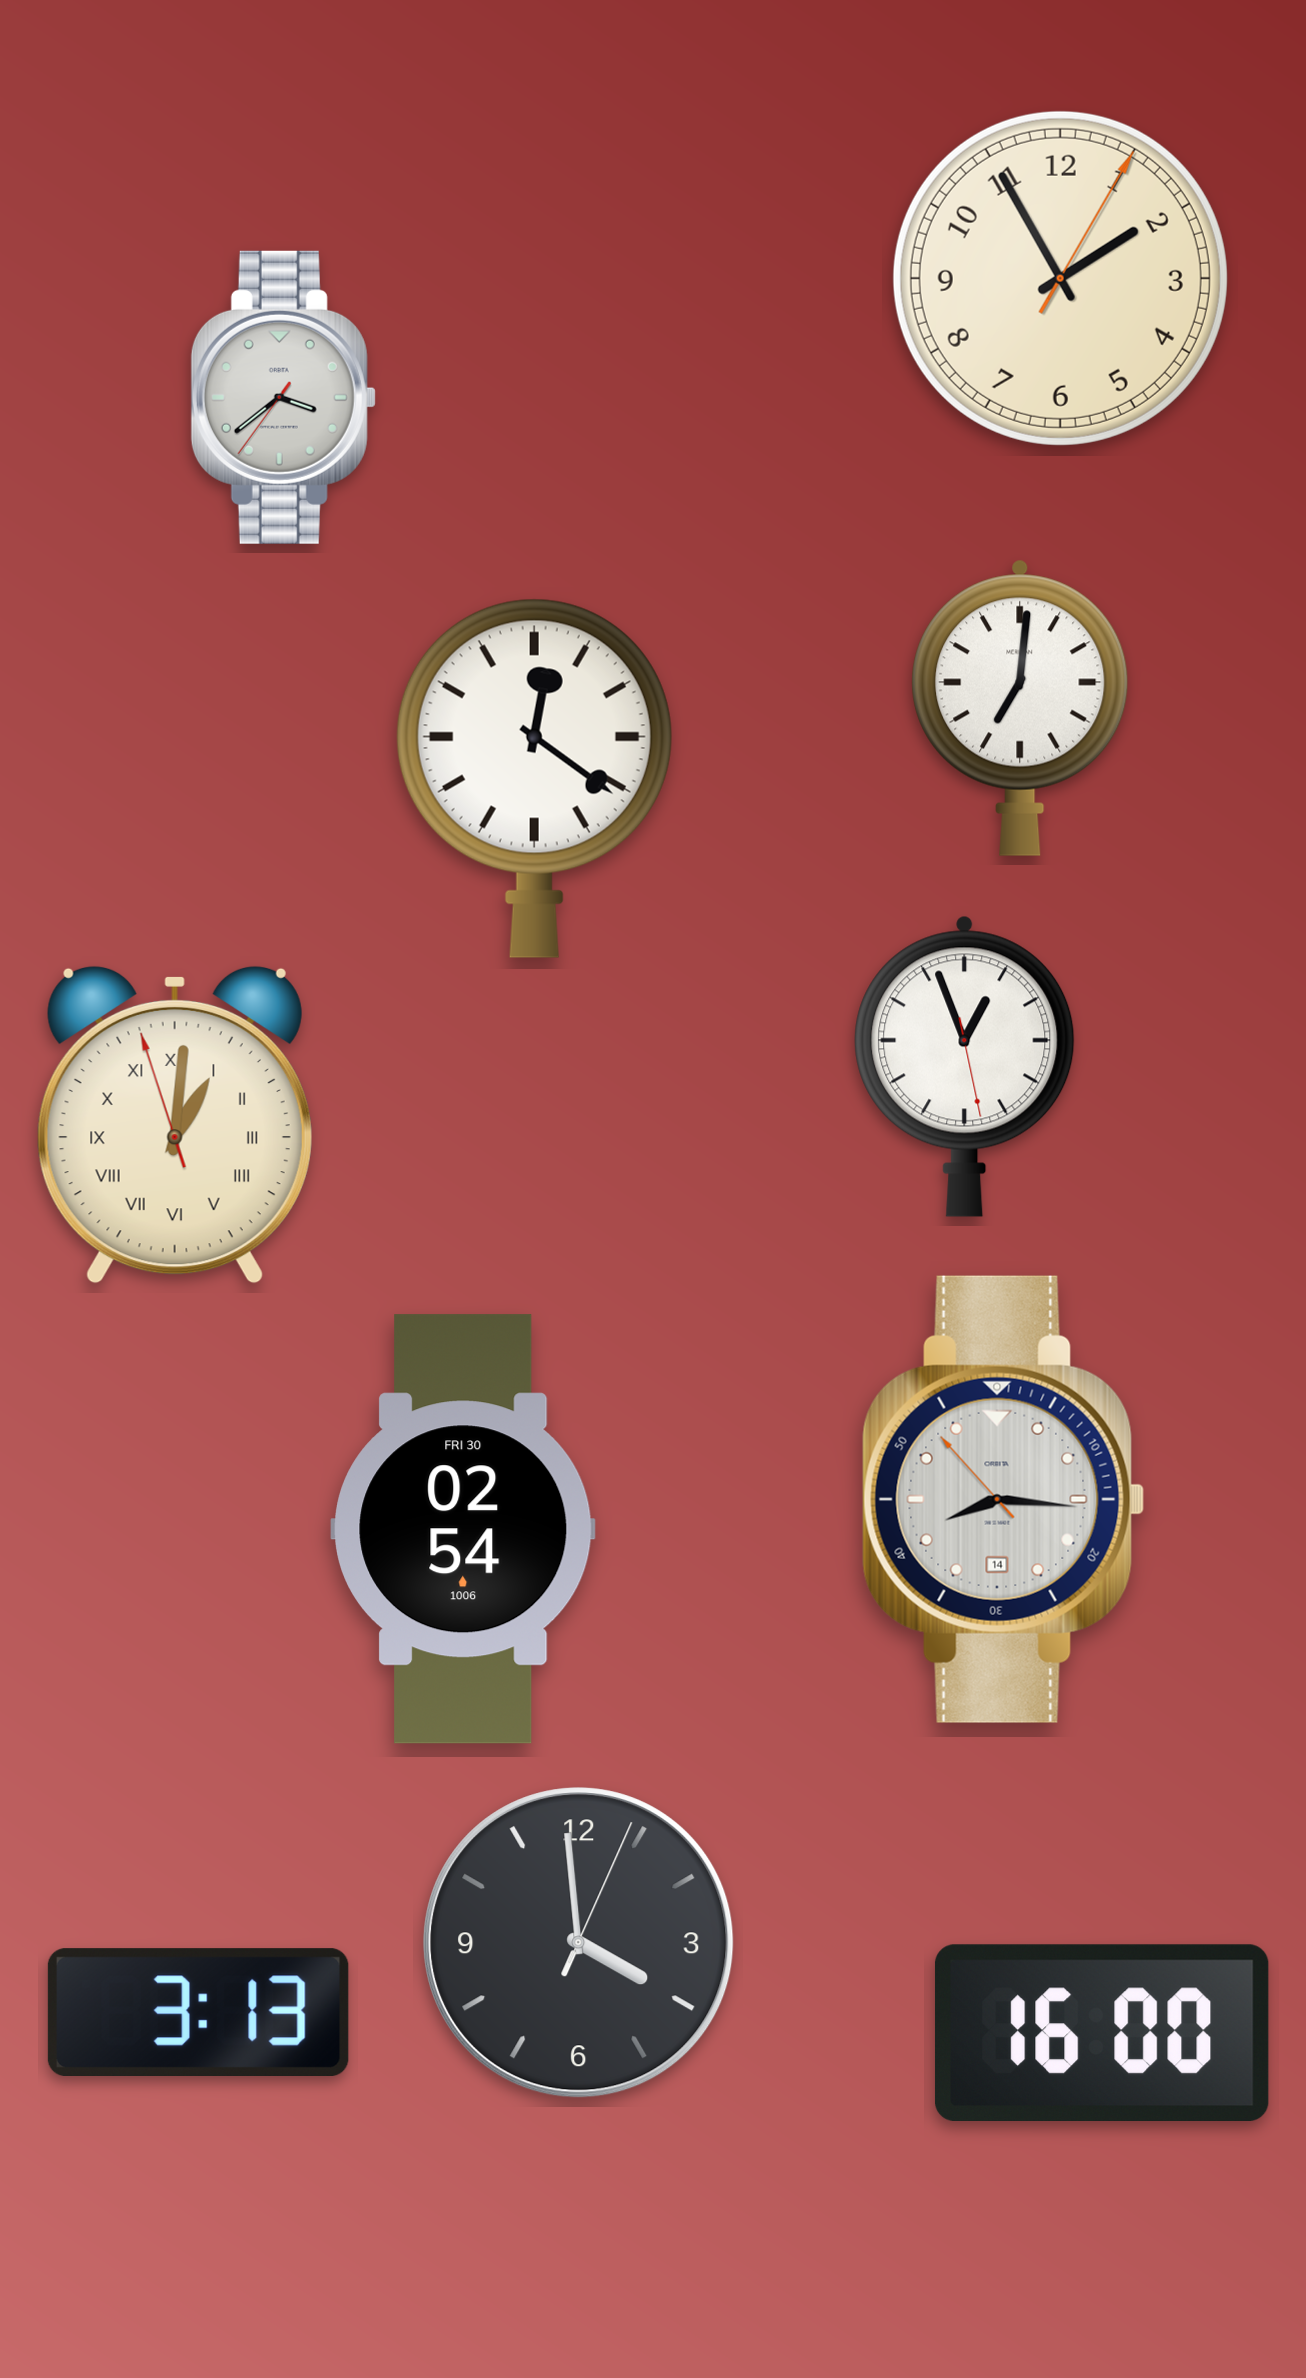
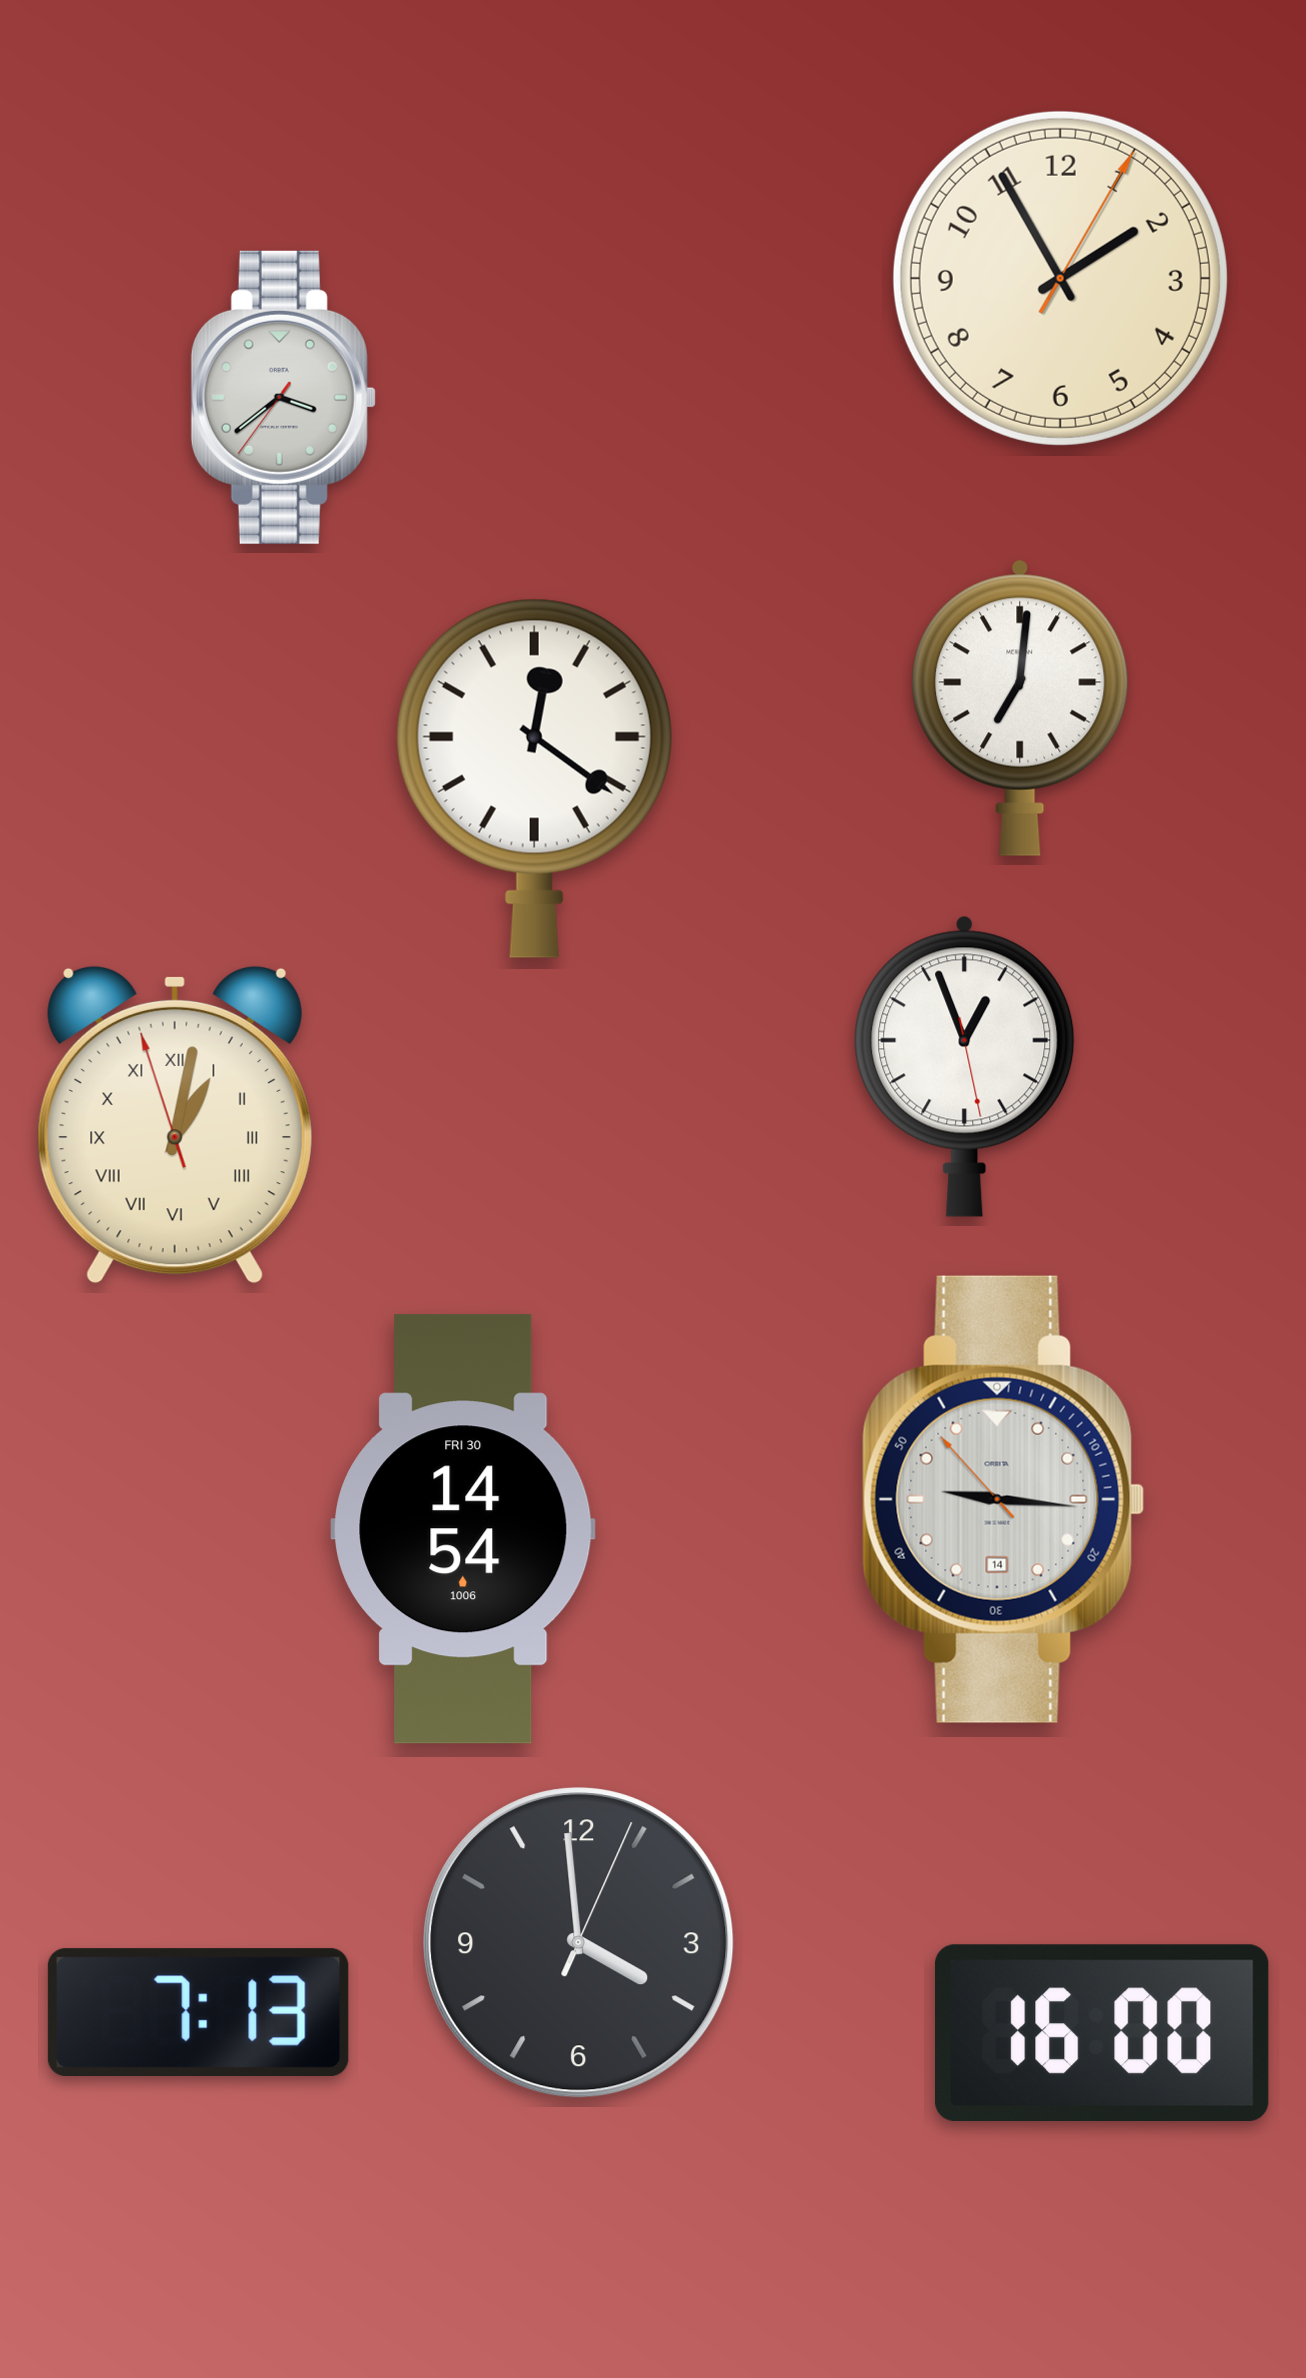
clock at (175, 1125): 1:00 -> 1:01
clock at (1004, 1499): 8:15 -> 9:15
clock at (463, 1529): 02:54 -> 14:54
clock at (198, 2012): 3:13 -> 7:13
